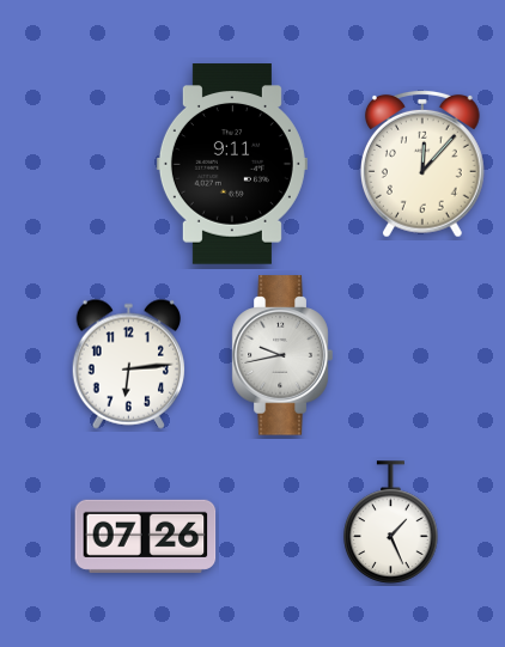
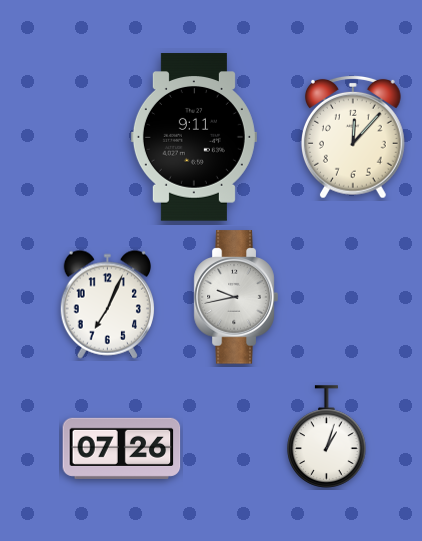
clock at (128, 364): 6:14 -> 7:04
clock at (391, 523): 1:26 -> 1:03
